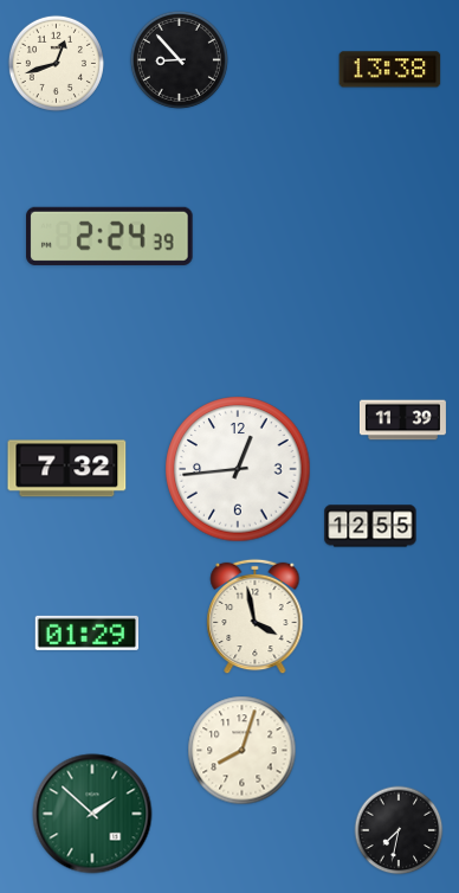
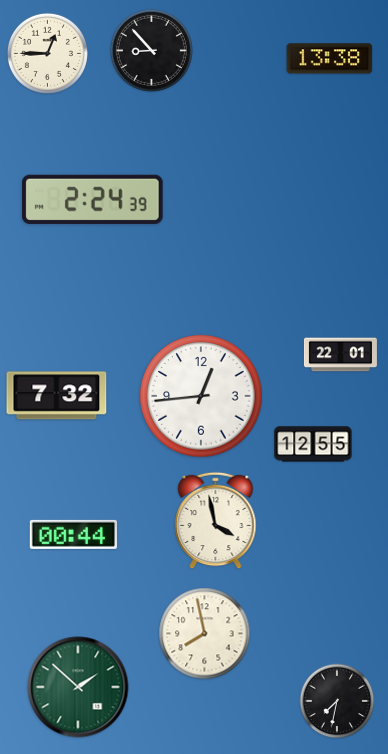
clock at (56, 63): 12:42 -> 12:45
clock at (402, 420): 11:39 -> 22:01
clock at (86, 632): 01:29 -> 00:44
clock at (243, 751): 8:03 -> 7:58
